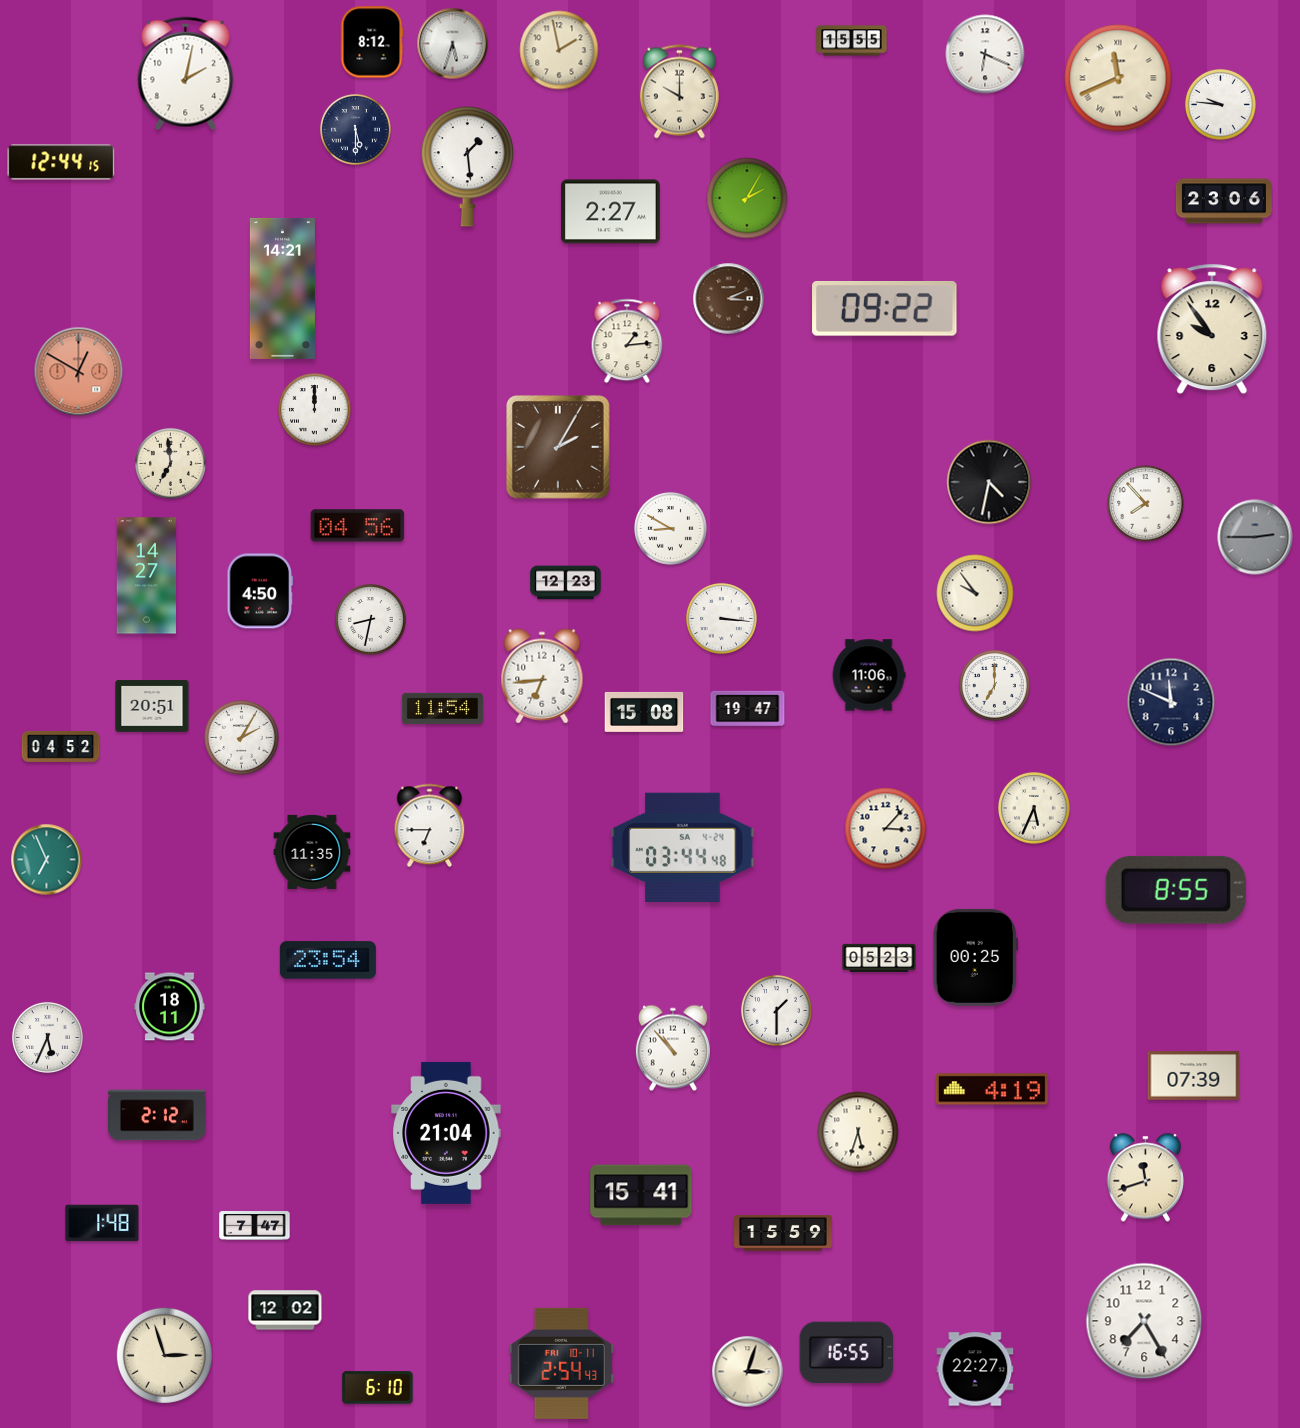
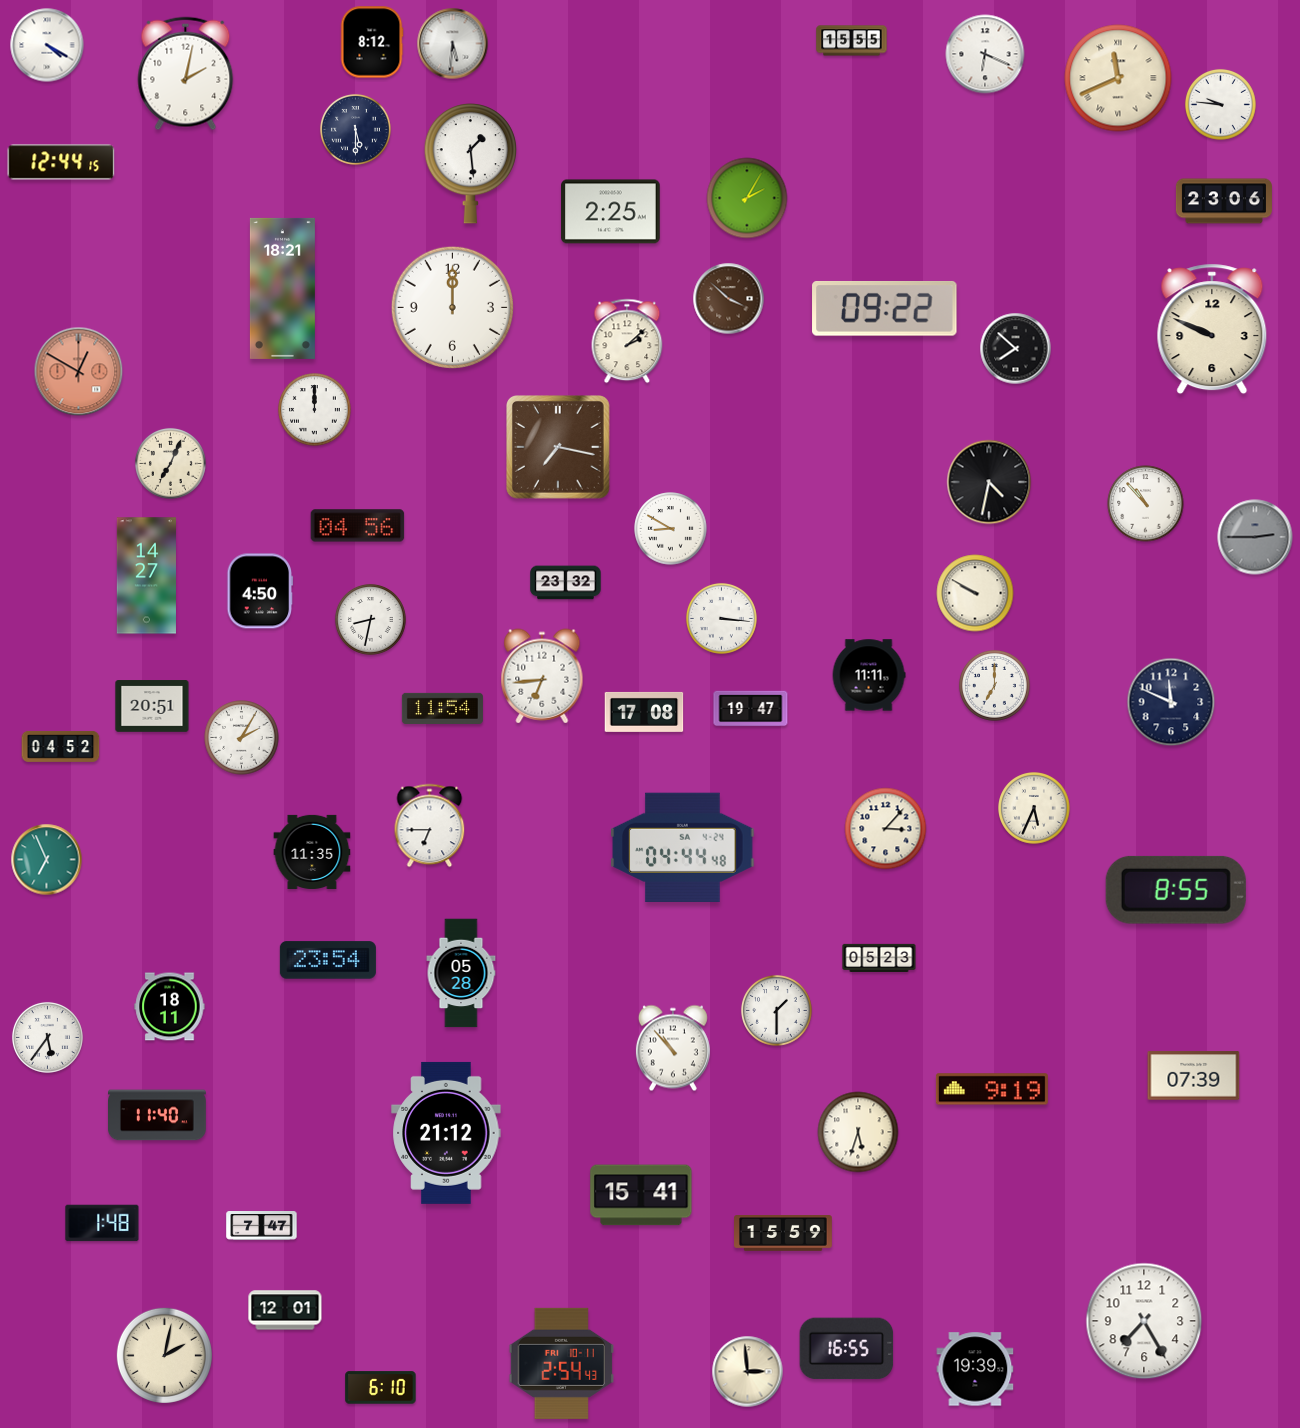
clock at (453, 44): 5:33 -> 5:31
clock at (47, 45): none -> 4:20
clock at (559, 50): 1:58 -> none
clock at (679, 92): 10:00 -> none
clock at (467, 167) position: (467, 167) -> (470, 164)
clock at (611, 212): 2:27 -> 2:25
clock at (282, 288): 14:21 -> 18:21
clock at (729, 299): 3:11 -> 3:52
clock at (452, 307): none -> 12:00
clock at (1212, 329): 9:54 -> 9:49
clock at (627, 341): 1:14 -> 2:08
clock at (1016, 349): none -> 7:52
clock at (559, 448): 2:05 -> 7:17
clock at (170, 463): 6:59 -> 7:04
clock at (1146, 504): 7:53 -> 10:53
clock at (566, 583): 12:23 -> 23:32
clock at (975, 593): 9:54 -> 9:50
clock at (869, 675): 11:06 -> 11:11
clock at (748, 709) position: (748, 709) -> (751, 709)
clock at (644, 712): 15:08 -> 17:08
clock at (683, 847): 03:44 -> 04:44
clock at (975, 957): 00:25 -> none
clock at (461, 973): none -> 05:28
clock at (47, 1037): 5:34 -> 5:36
clock at (992, 1089): 4:19 -> 9:19
clock at (158, 1115): 2:12 -> 11:40
clock at (446, 1133): 21:04 -> 21:12
clock at (1146, 1178): 11:42 -> none
clock at (255, 1226) position: (255, 1226) -> (262, 1226)
clock at (285, 1310): 12:02 -> 12:01
clock at (847, 1353) position: (847, 1353) -> (847, 1349)
clock at (164, 1355): 2:57 -> 2:02
clock at (975, 1369): 22:27 -> 19:39
clock at (748, 1372): 3:03 -> 2:59
clock at (378, 1388) position: (378, 1388) -> (381, 1388)
